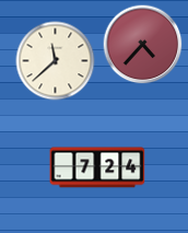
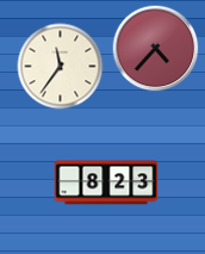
clock at (56, 61): 11:38 -> 11:36
clock at (97, 167): 7:24 -> 8:23
